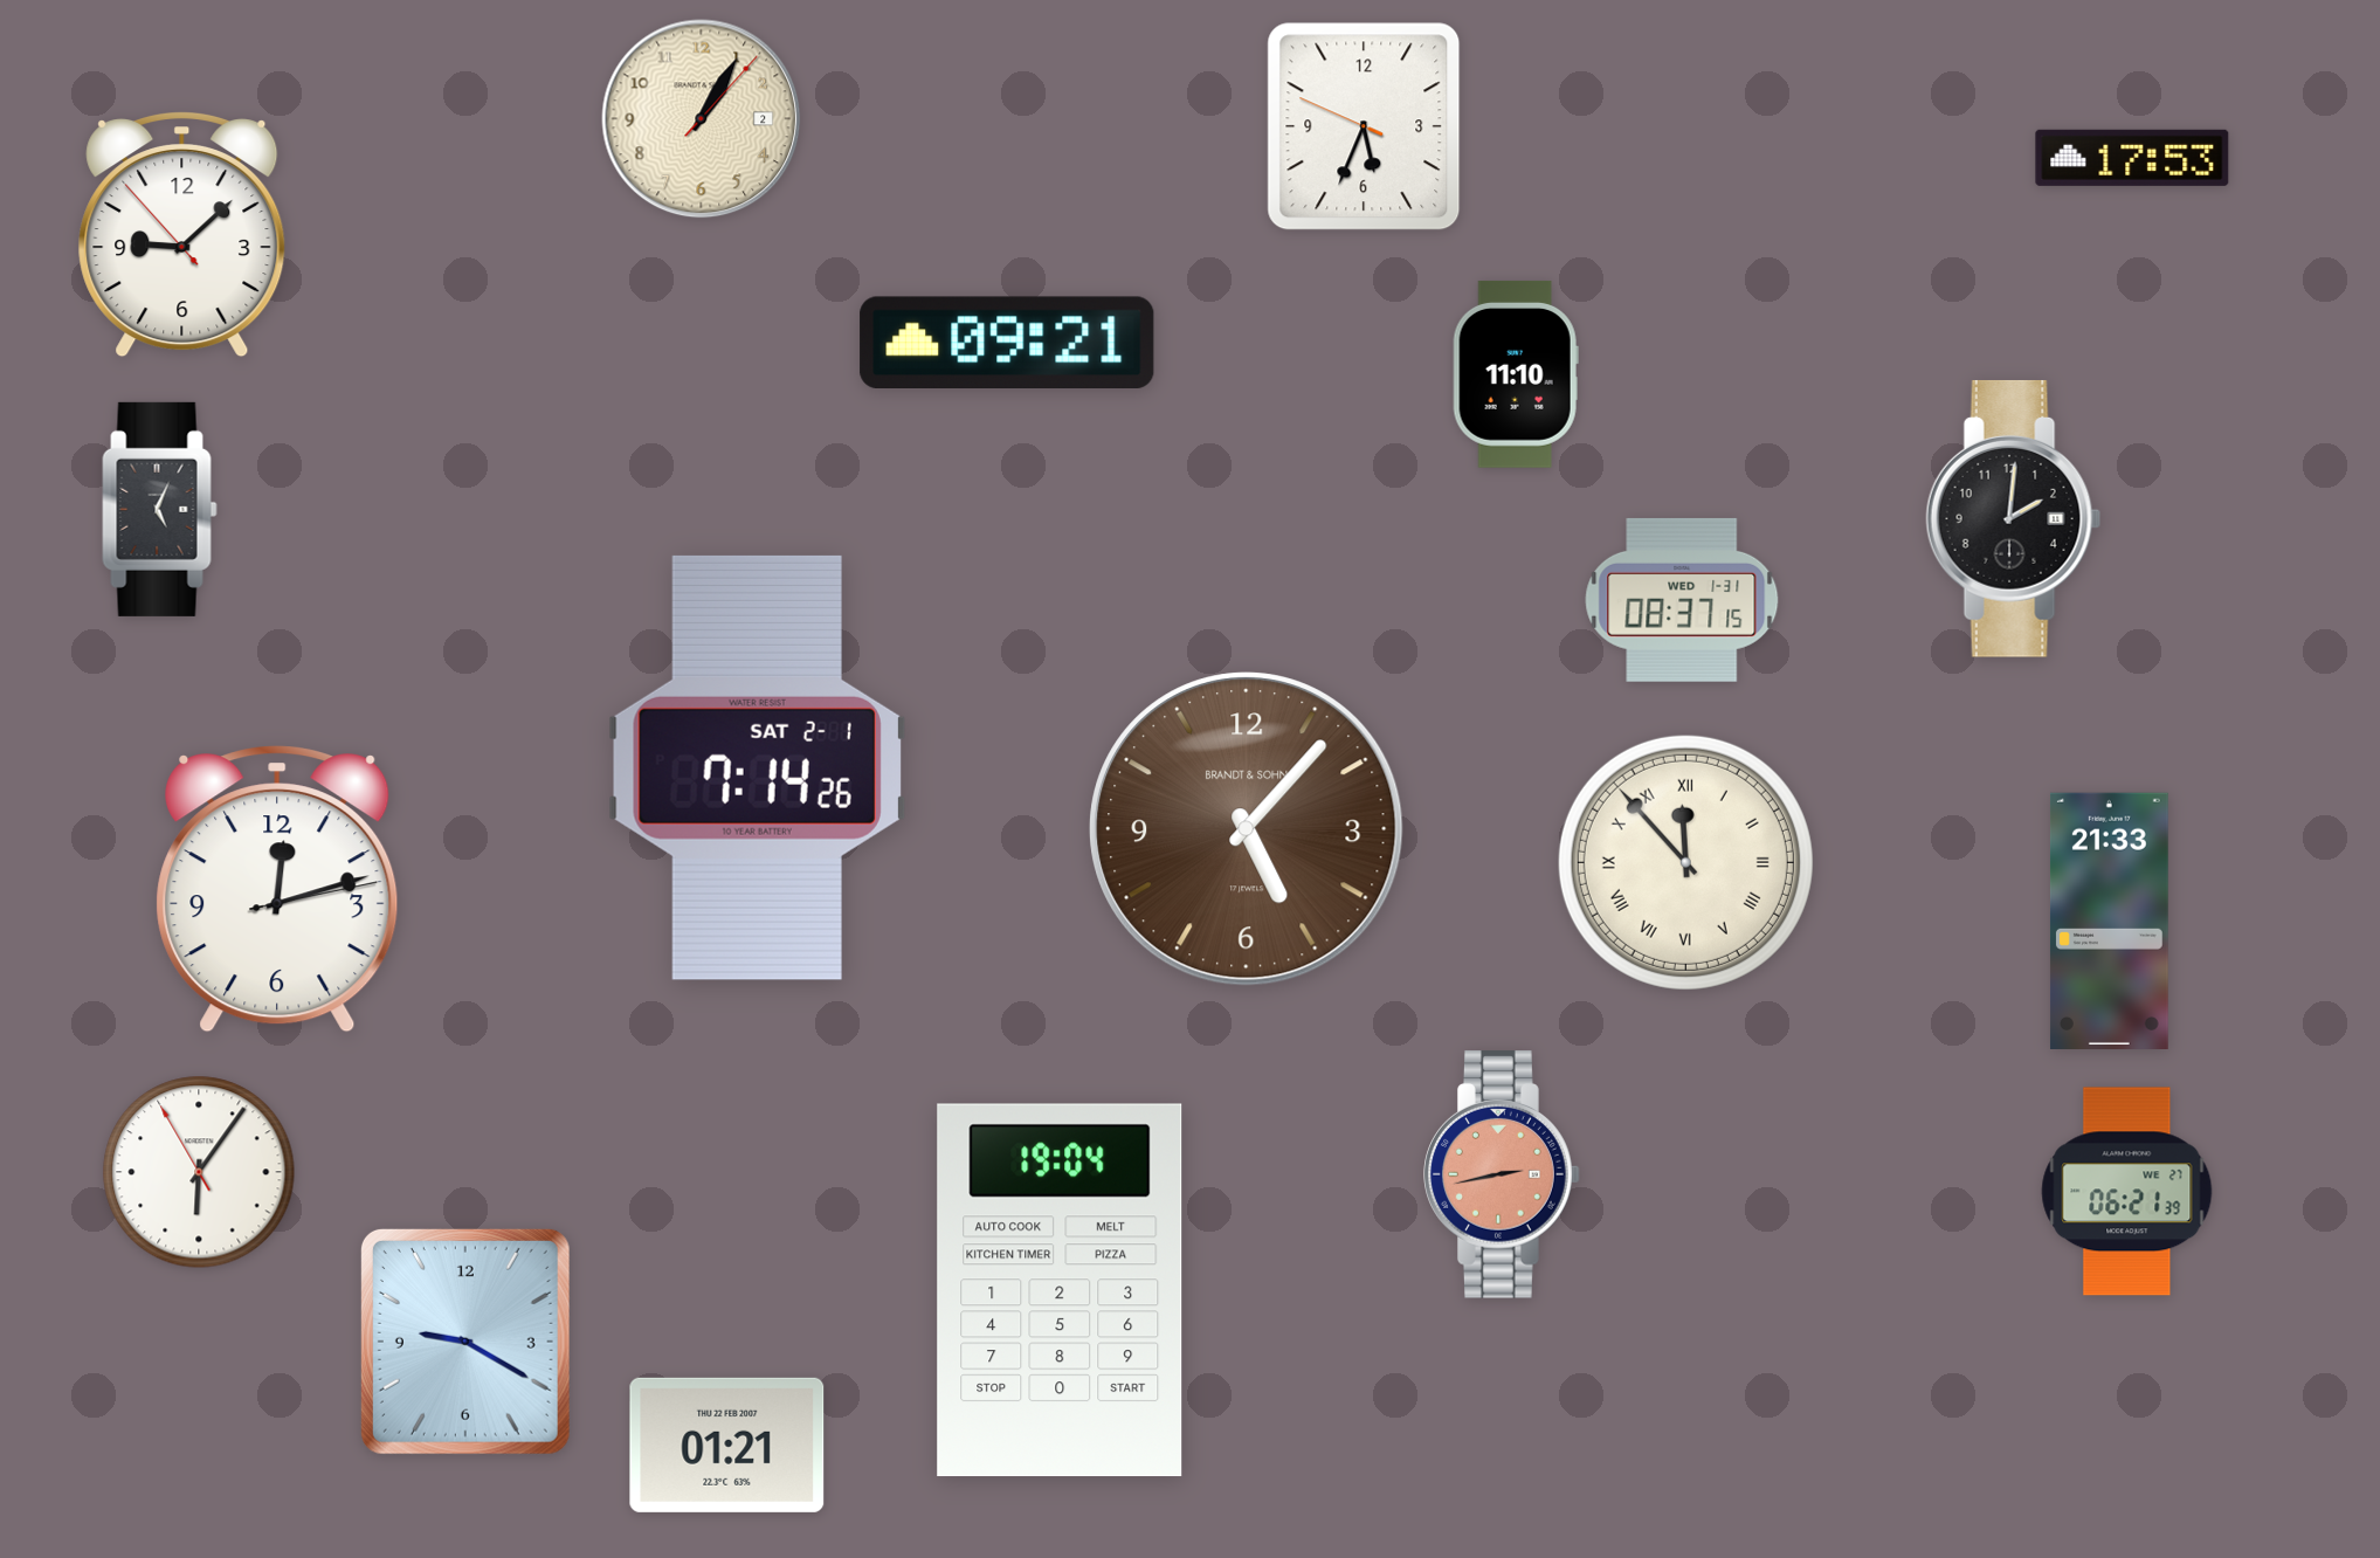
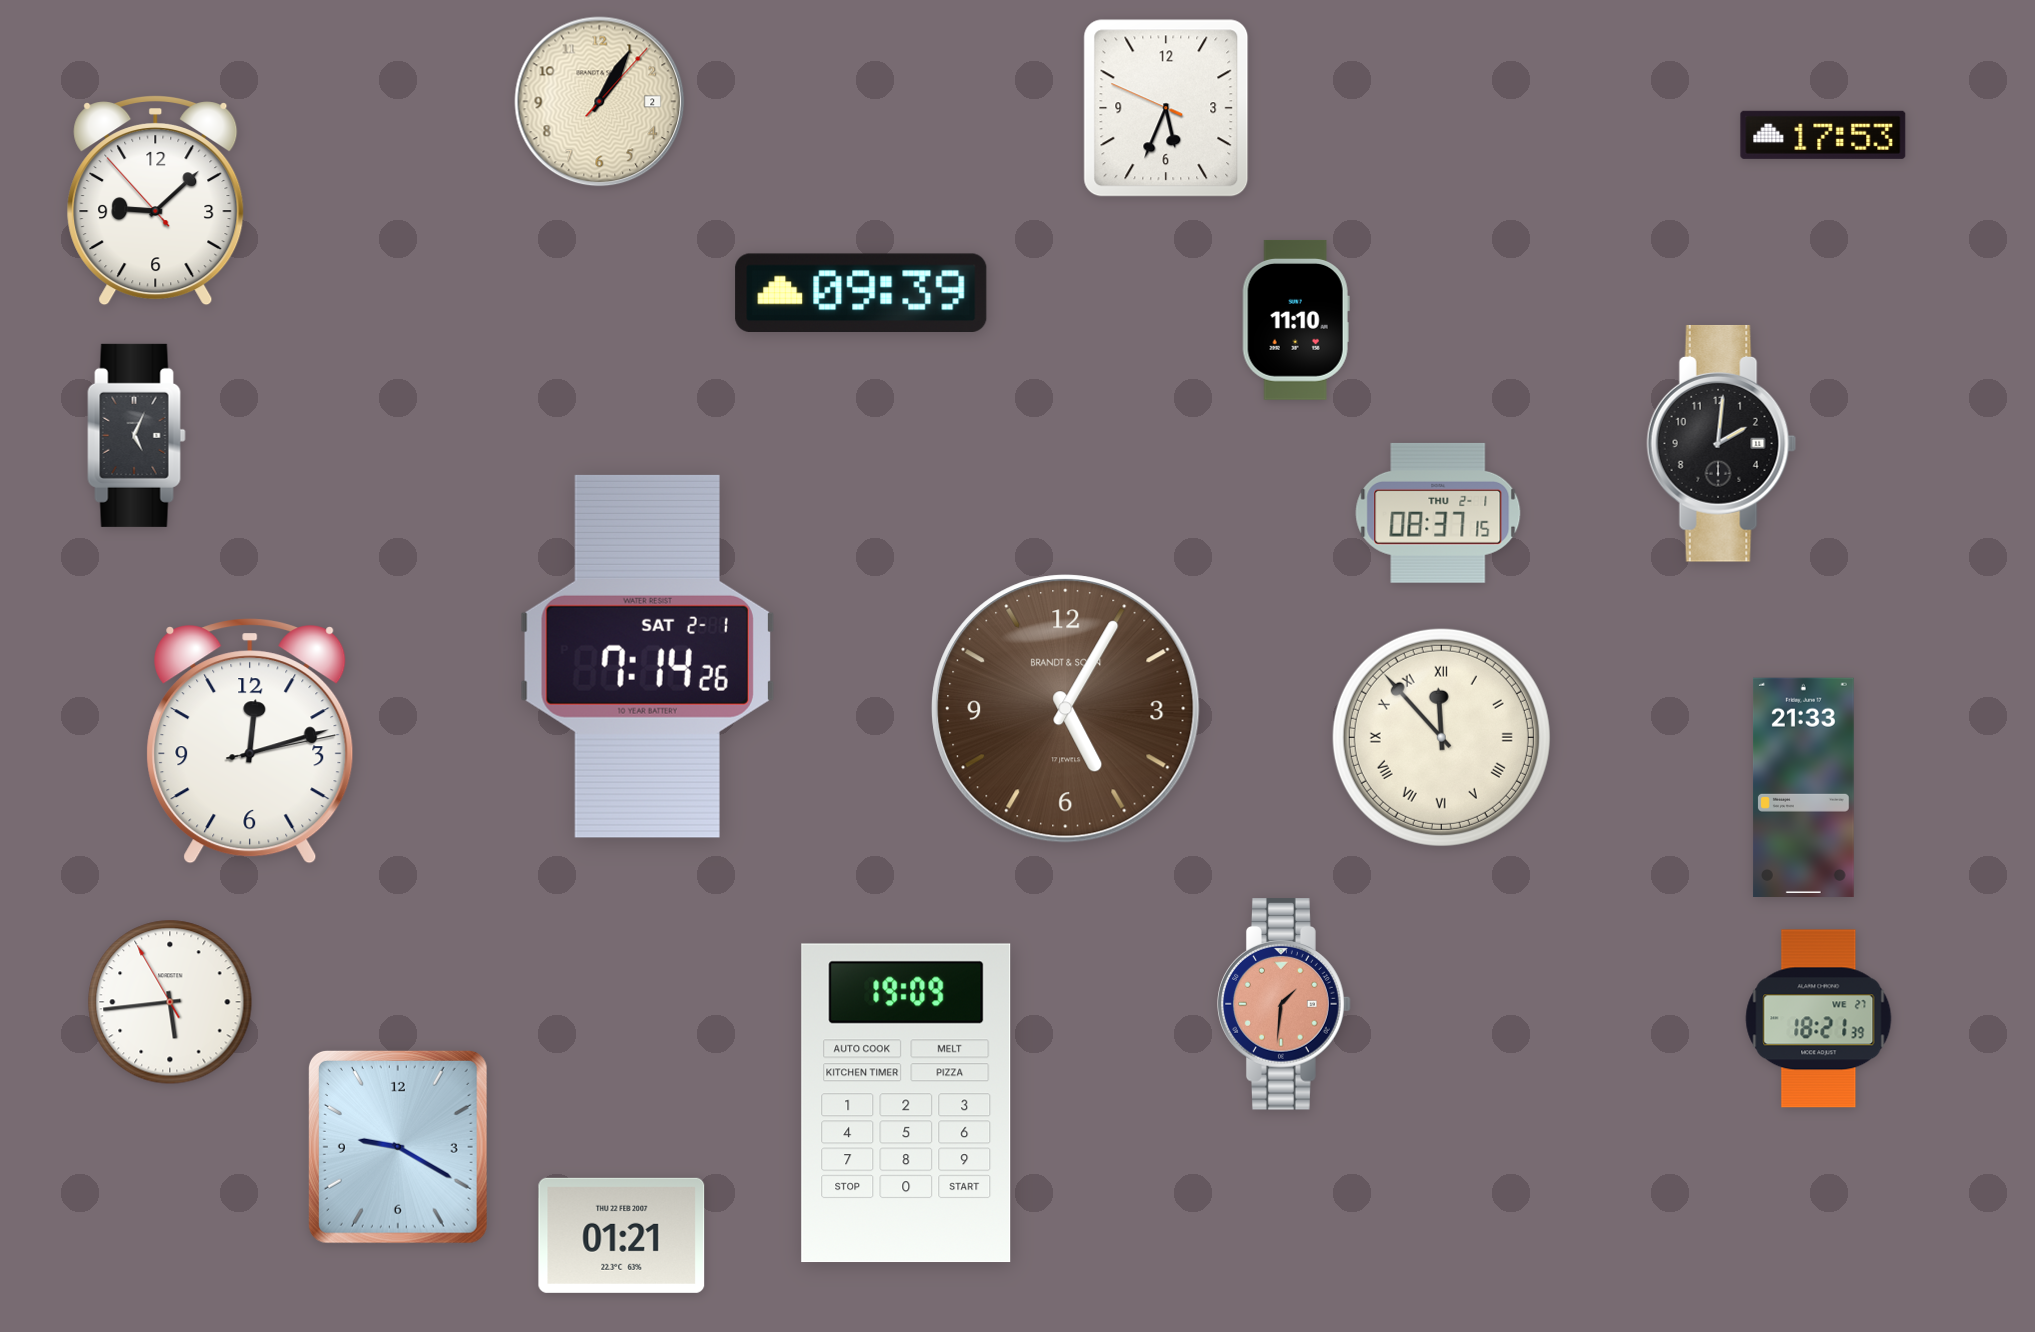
clock at (1007, 342): 09:21 -> 09:39
clock at (1682, 600) date: WED 1-31 -> THU 2-1
clock at (1247, 829): 5:07 -> 5:05
clock at (277, 889) position: (277, 889) -> (250, 741)
clock at (199, 1172): 6:05 -> 5:43
clock at (1502, 1174): 2:43 -> 1:31
clock at (2127, 1192): 06:21 -> 18:21
clock at (1060, 1290): 19:04 -> 19:09
